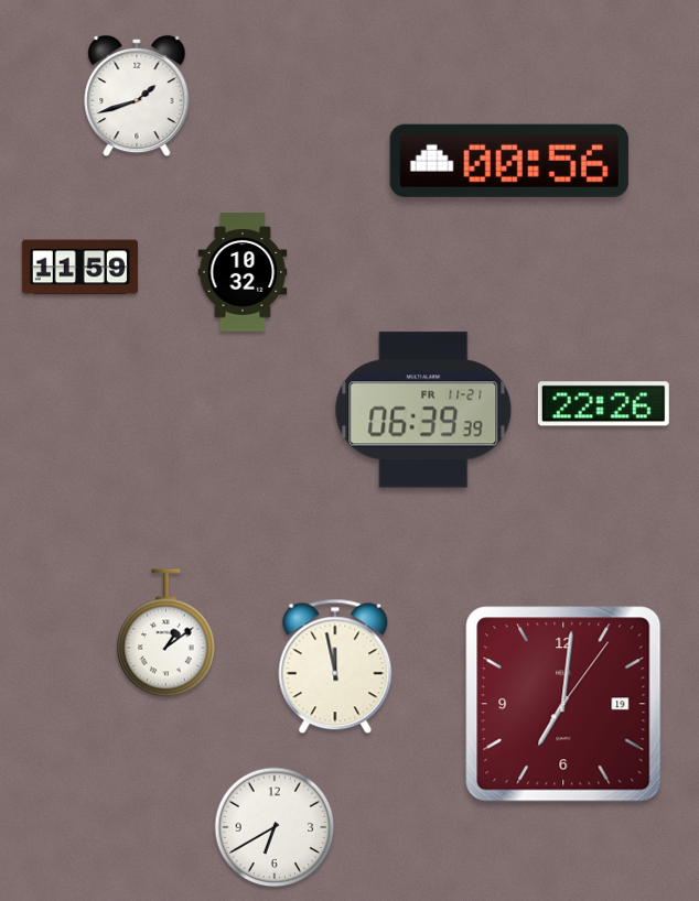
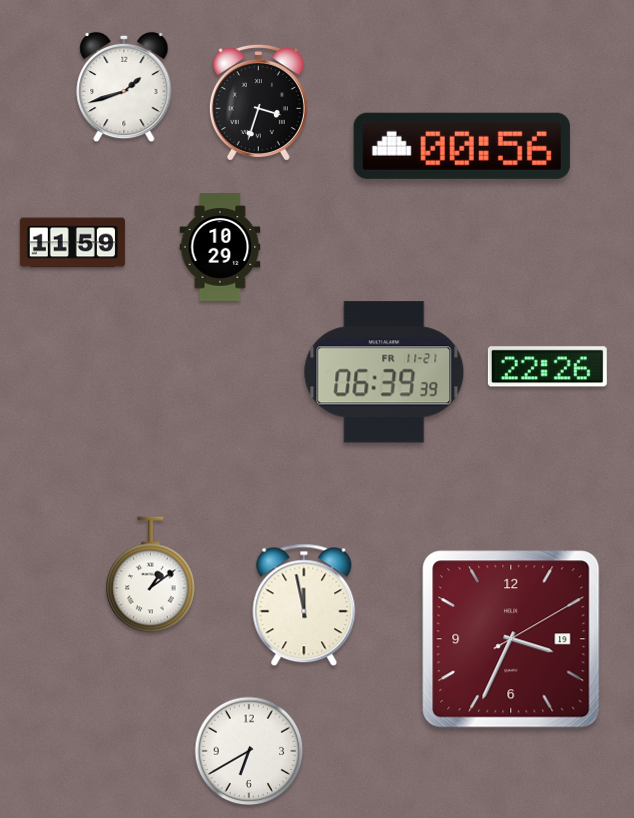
clock at (258, 103): none -> 3:33
clock at (243, 272): 10:32 -> 10:29
clock at (563, 704): 7:01 -> 3:34
